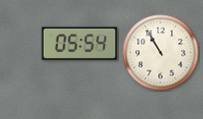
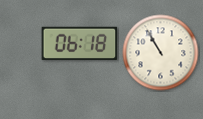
clock at (80, 43): 05:54 -> 06:18
